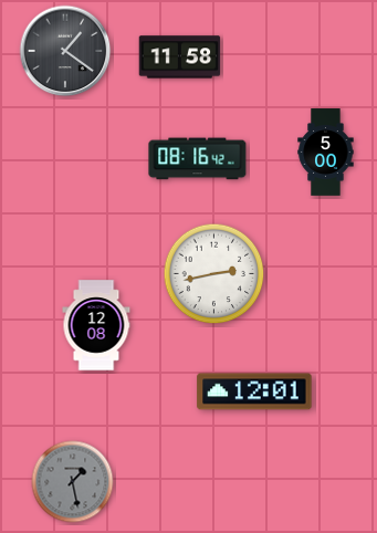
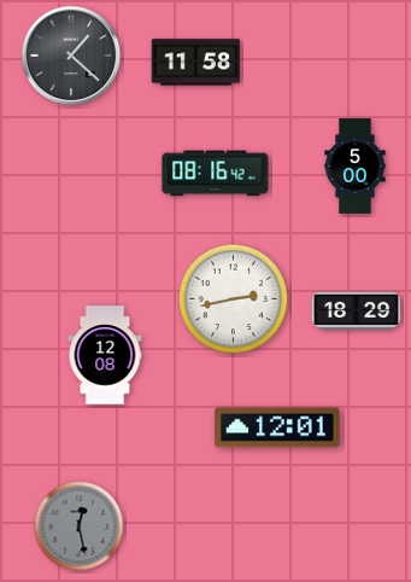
clock at (65, 51): 1:21 -> 1:22
clock at (357, 310): none -> 18:29
clock at (73, 482): 1:28 -> 12:28
